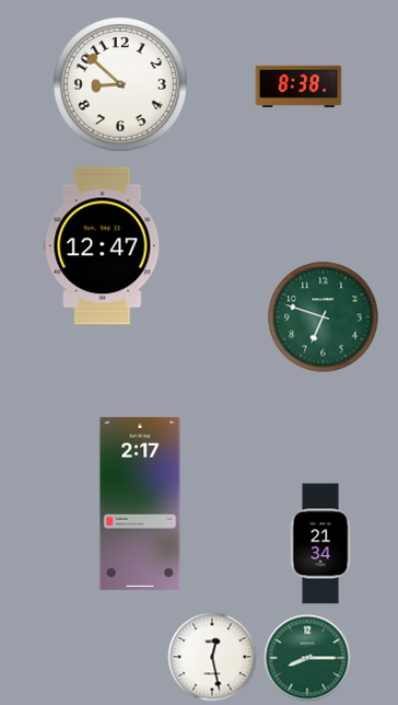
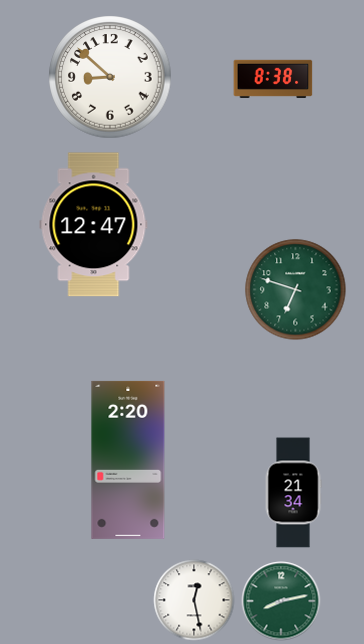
clock at (140, 504): 2:17 -> 2:20
clock at (320, 544) position: (320, 544) -> (293, 493)
clock at (307, 658): 8:15 -> 8:13
